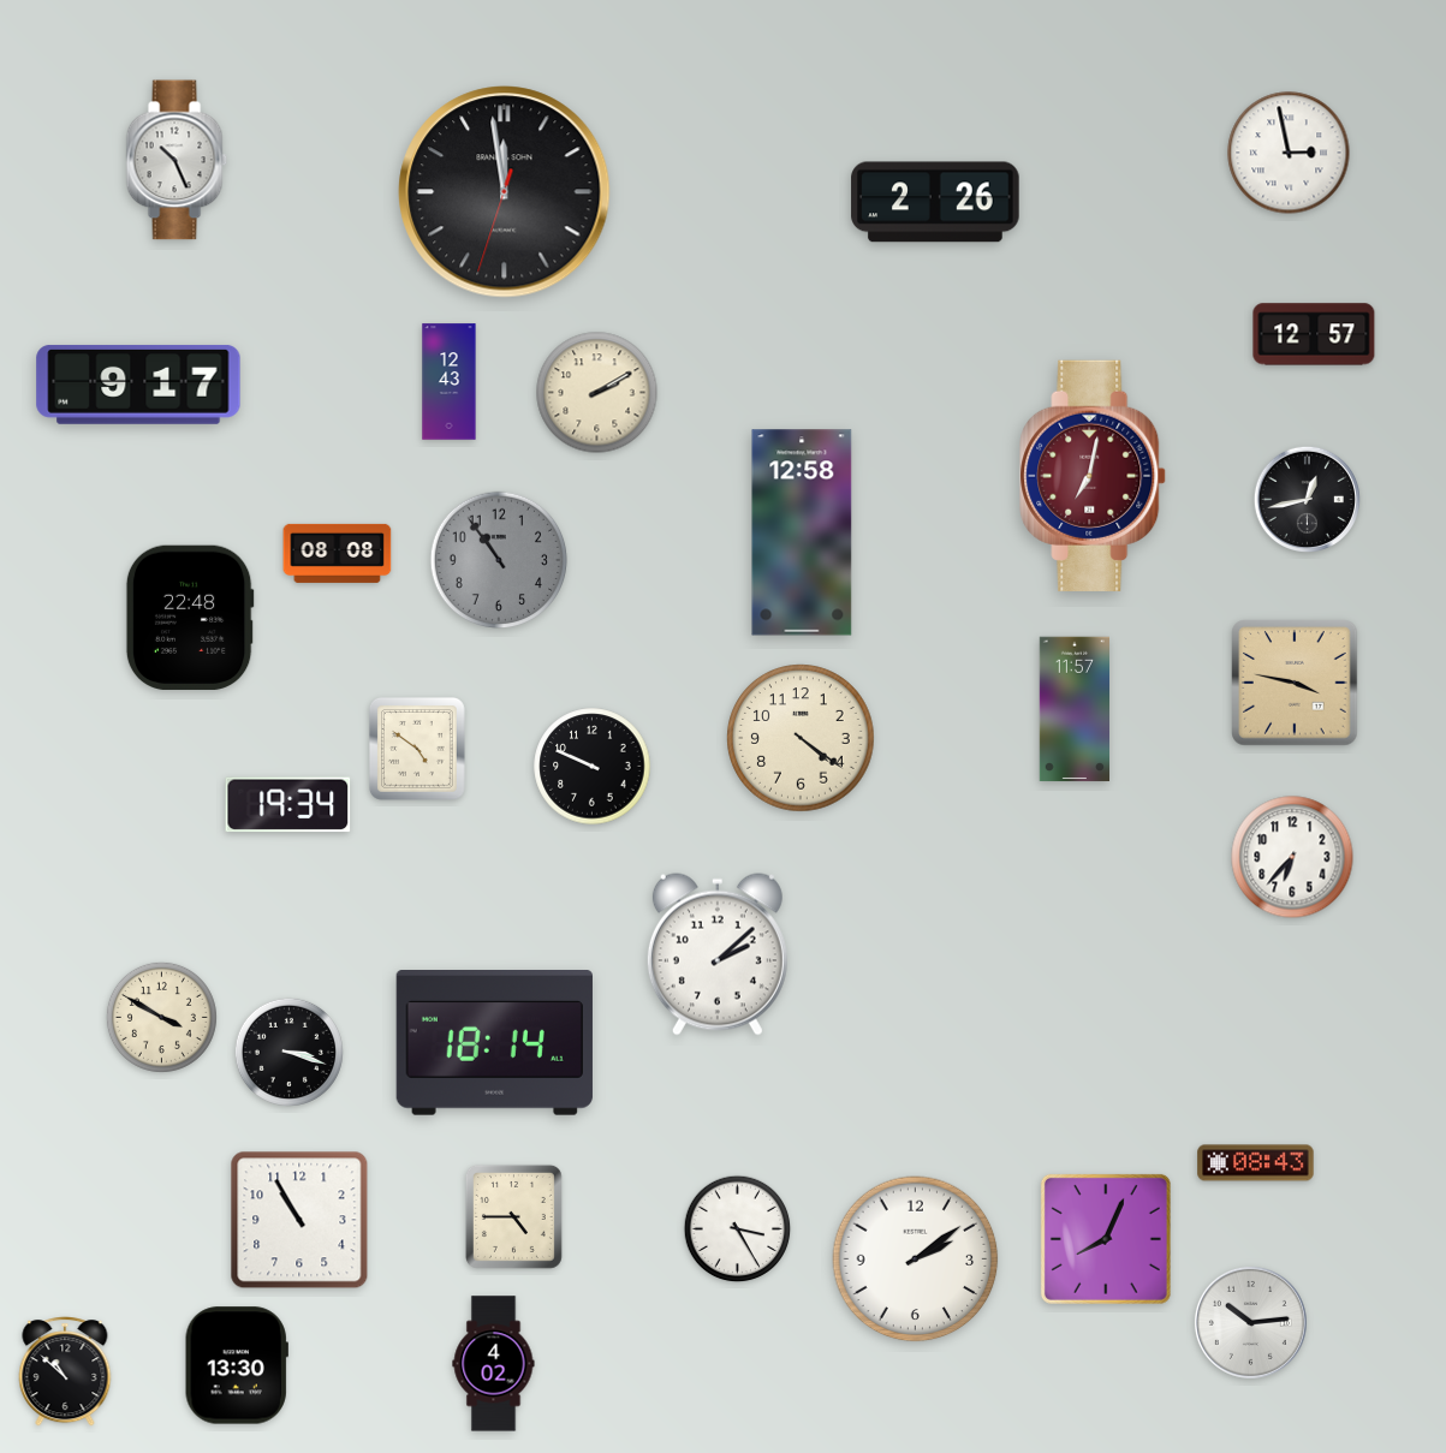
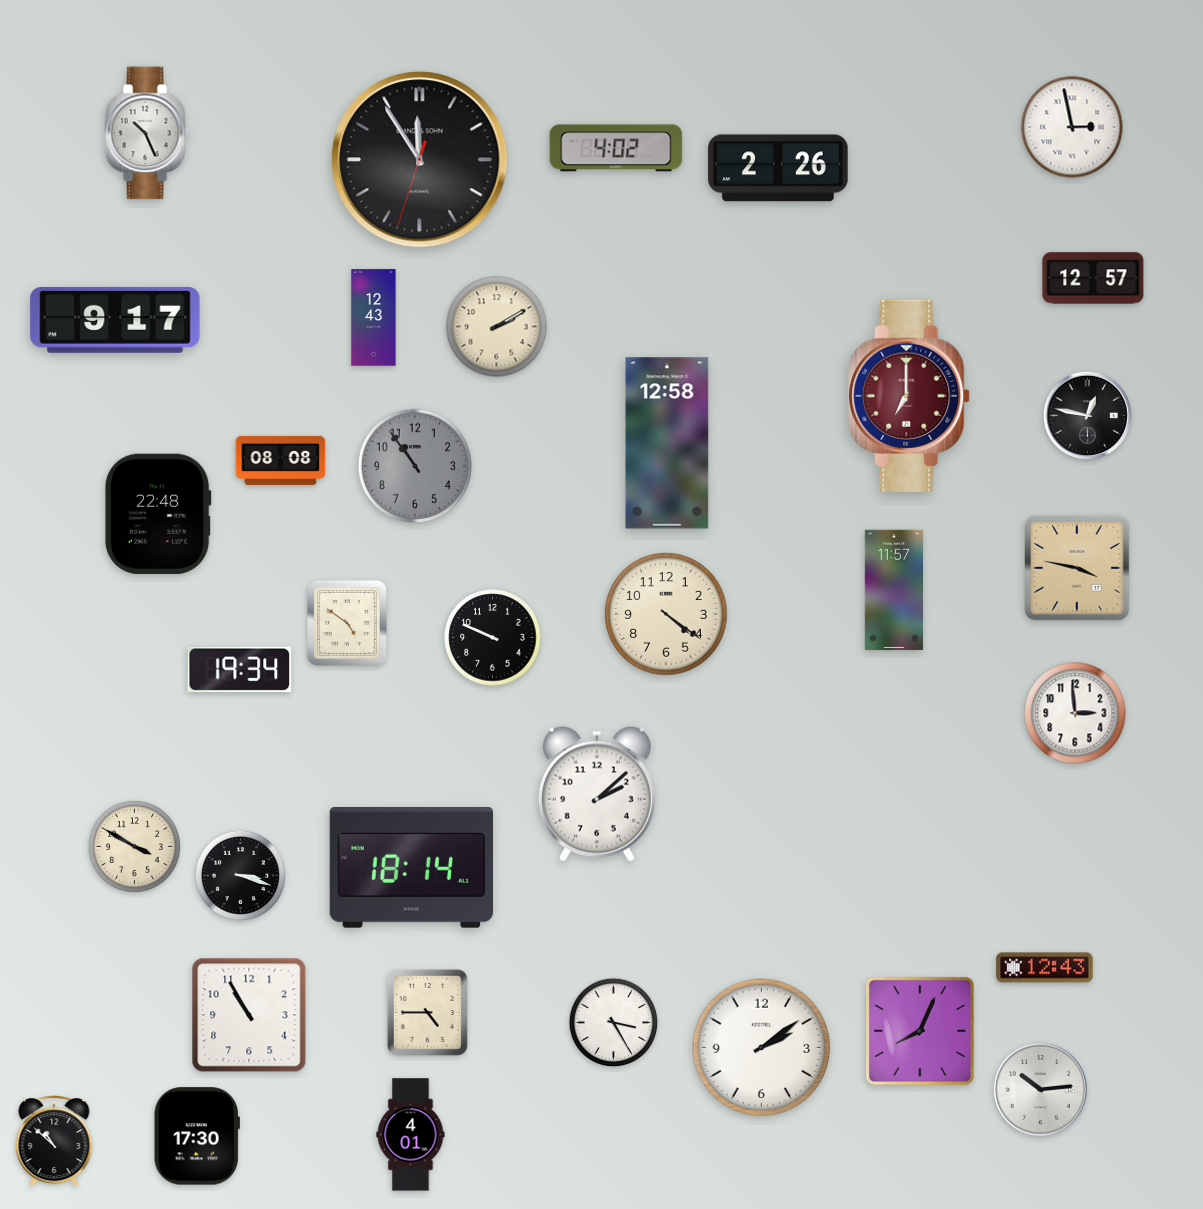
clock at (616, 148): none -> 4:02
clock at (505, 192): 11:58 -> 11:54
clock at (1093, 476): 7:02 -> 7:00
clock at (1308, 500): 12:43 -> 12:47
clock at (1292, 857): 6:37 -> 2:59
clock at (1256, 1163): 08:43 -> 12:43
clock at (1250, 1322) position: (1250, 1322) -> (1040, 1089)
clock at (494, 1364): 4:02 -> 4:01
clock at (237, 1365): 13:30 -> 17:30
